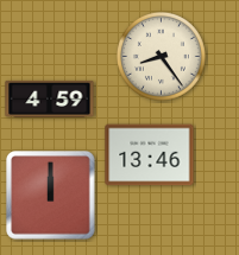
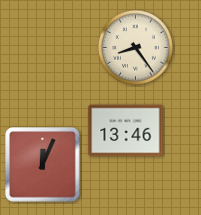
clock at (50, 98): 4:59 -> none
clock at (51, 196): 12:00 -> 12:04
